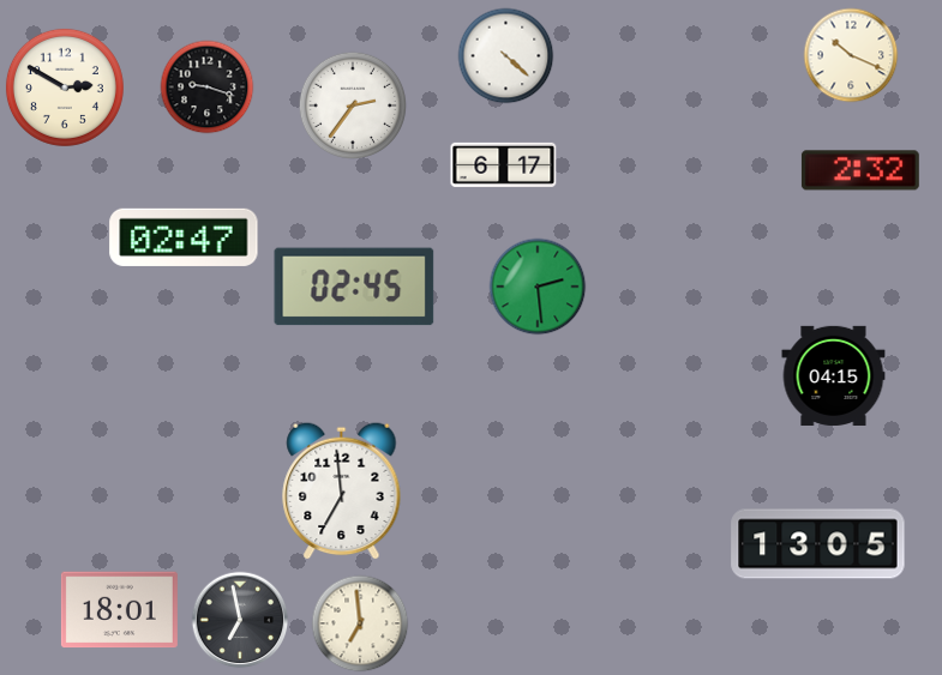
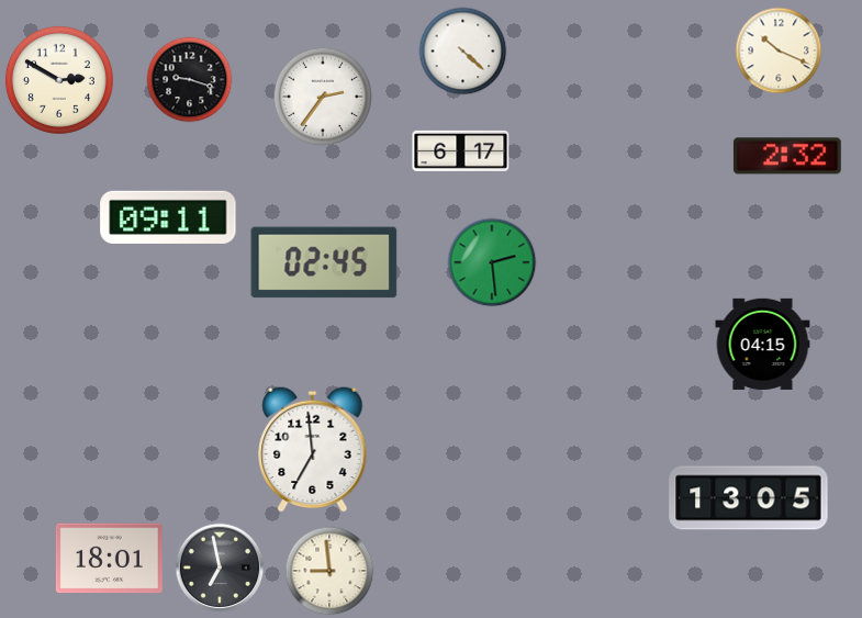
clock at (184, 237): 02:47 -> 09:11
clock at (360, 623): 6:59 -> 8:59
